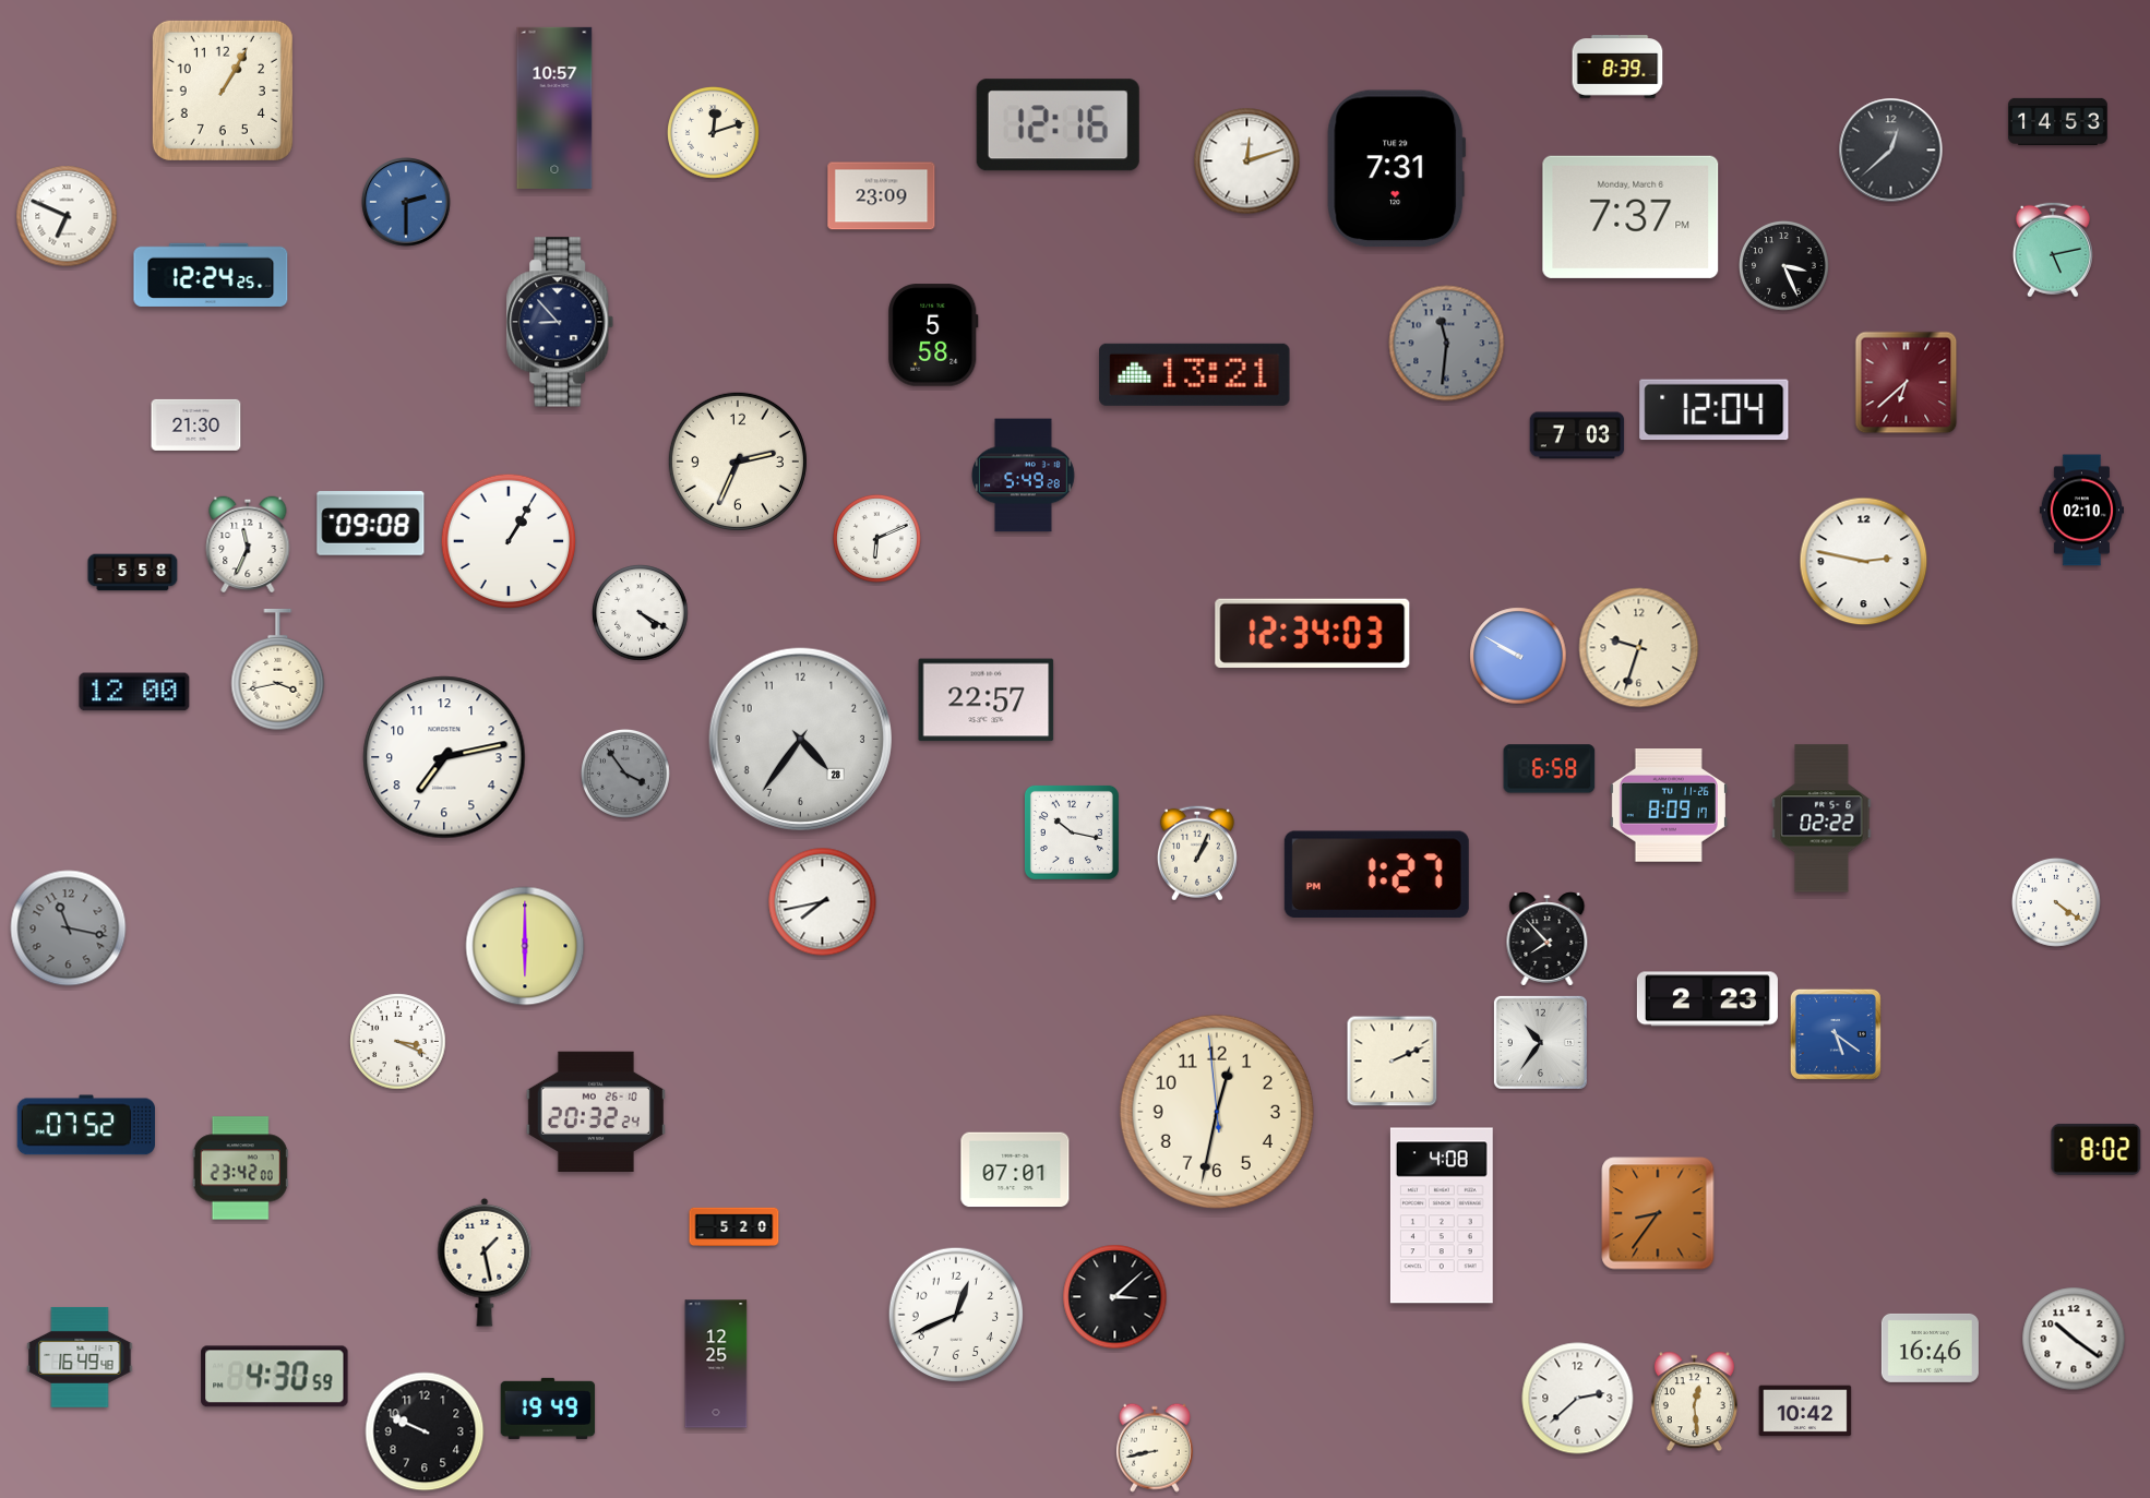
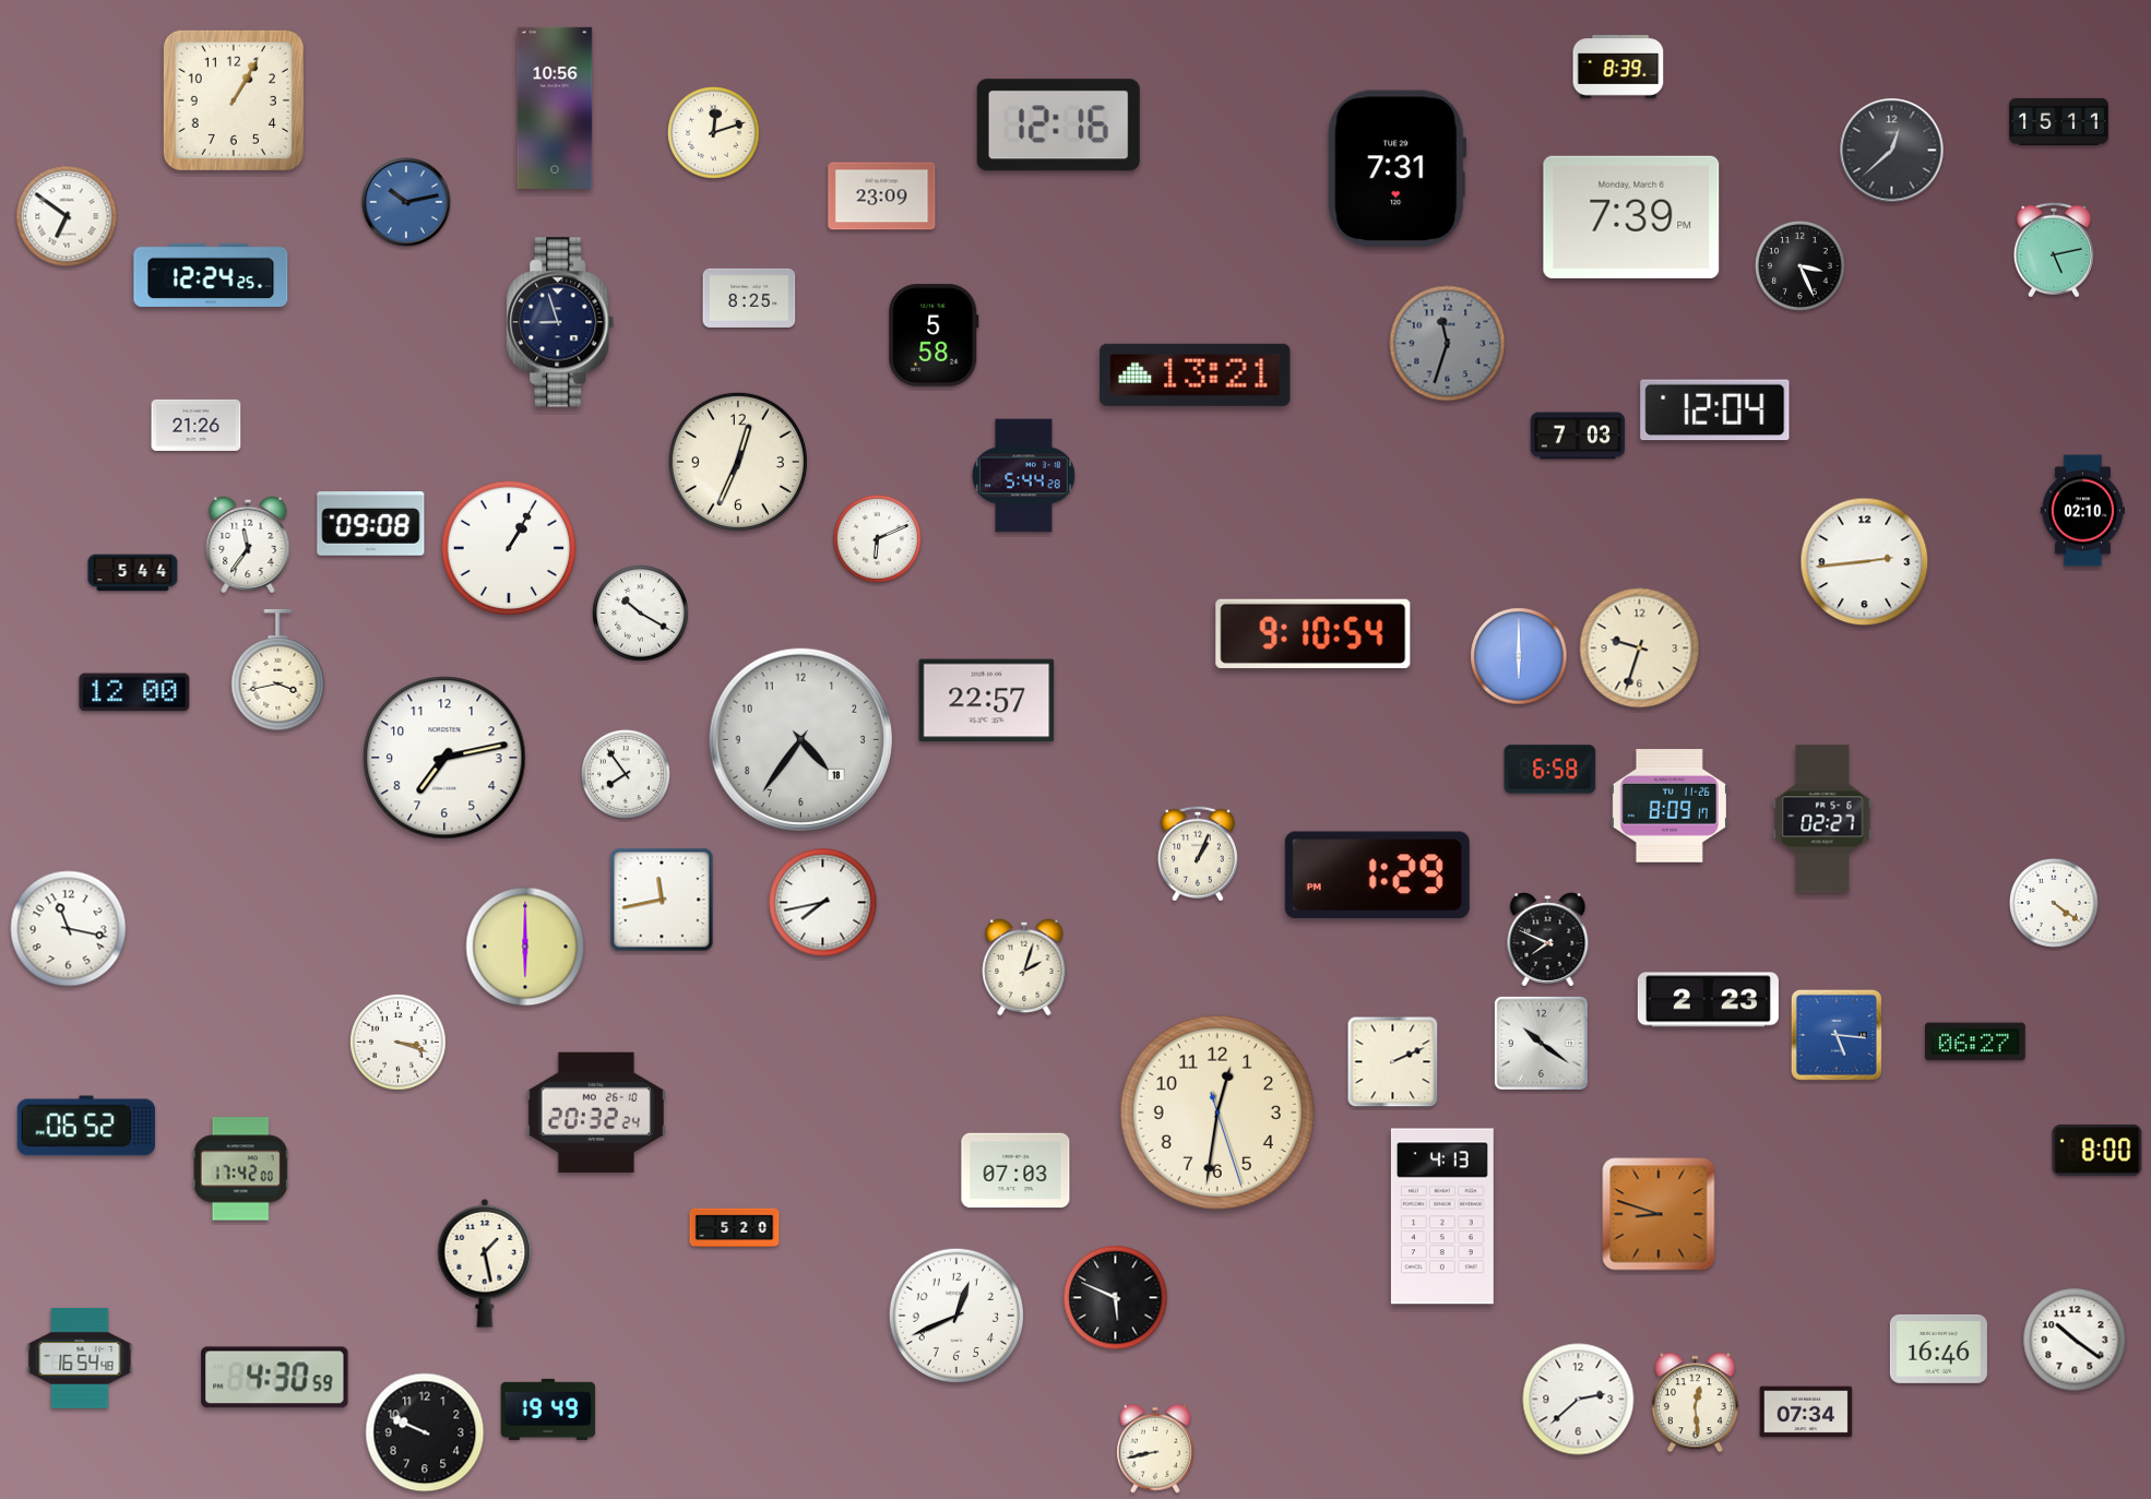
clock at (223, 91) position: (223, 91) -> (234, 100)
clock at (554, 108): 10:57 -> 10:56
clock at (2058, 121): 14:53 -> 15:11
clock at (1247, 161): 12:12 -> none
clock at (406, 202): 2:30 -> 10:13
clock at (67, 216): 6:49 -> 6:51
clock at (1631, 217): 7:37 -> 7:39
clock at (1783, 265) position: (1783, 265) -> (1799, 265)
clock at (749, 298): none -> 8:25
clock at (560, 322): 8:53 -> 8:57
clock at (1447, 344): 11:31 -> 11:33
clock at (1907, 383): 6:38 -> none
clock at (196, 424): 21:30 -> 21:26
clock at (738, 462): 2:34 -> 12:34
clock at (1024, 476): 5:49 -> 5:44
clock at (507, 540) position: (507, 540) -> (508, 547)
clock at (248, 544): 11:34 -> 11:36
clock at (1864, 562): 2:47 -> 2:44
clock at (133, 573): 5:58 -> 5:44
clock at (641, 613): 4:20 -> 10:20
clock at (1313, 633): 12:34 -> 9:10
clock at (1518, 656): 9:50 -> 6:00
clock at (800, 739) date: 28 -> 18
clock at (625, 774): 3:54 -> 7:54
clock at (625, 774) dial: grey -> white
clock at (1821, 818): 02:22 -> 02:27
clock at (1072, 832): 10:17 -> none
clock at (1376, 875): 1:27 -> 1:29
clock at (662, 900): none -> 11:43
clock at (2056, 902) position: (2056, 902) -> (2054, 903)
clock at (69, 928) dial: grey -> white
clock at (1548, 939): 7:53 -> 7:49
clock at (1024, 967): none -> 2:03
clock at (1836, 1034): 5:21 -> 5:16
clock at (1976, 1042): none -> 06:27
clock at (398, 1042): 3:19 -> 3:18
clock at (1540, 1042): 10:36 -> 10:21
clock at (1217, 1112): 12:31:59 -> 12:31:27
clock at (85, 1125): 07:52 -> 06:52
clock at (2097, 1149): 8:02 -> 8:00
clock at (240, 1169): 23:42 -> 17:42
clock at (1015, 1170): 07:01 -> 07:03
clock at (1658, 1213): 8:36 -> 8:48
clock at (1442, 1215): 4:08 -> 4:13
clock at (1115, 1297): 3:08 -> 5:49
clock at (1930, 1347) position: (1930, 1347) -> (1938, 1348)
clock at (80, 1357): 16:49 -> 16:54
clock at (716, 1364): 12:25 -> none
clock at (1805, 1411): 10:42 -> 07:34
